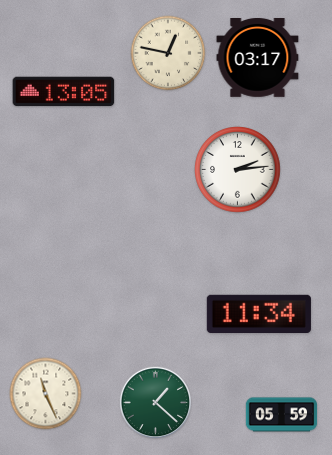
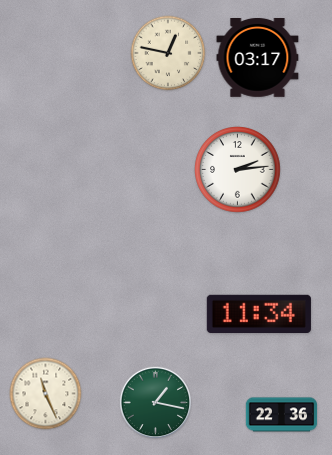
clock at (64, 92): 13:05 -> none
clock at (156, 403): 1:22 -> 1:17
clock at (282, 415): 05:59 -> 22:36
